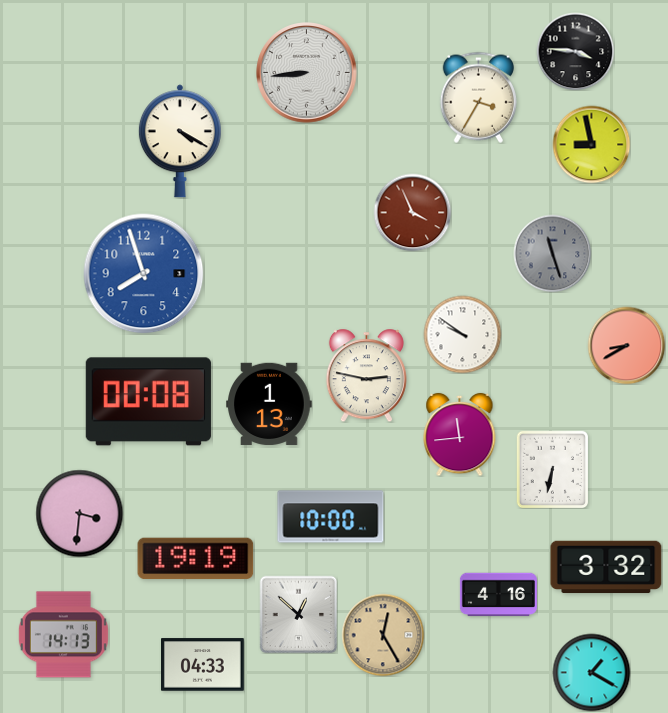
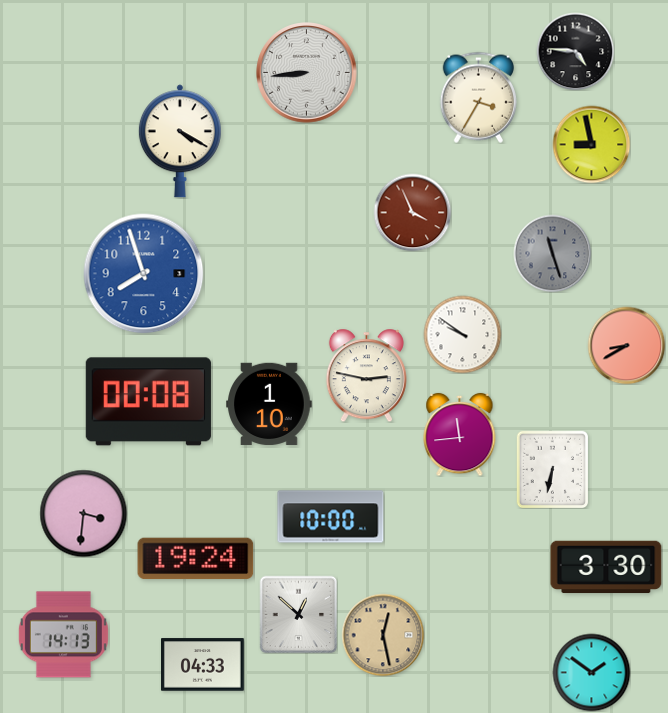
clock at (575, 51): 3:46 -> 4:46
clock at (269, 404): 1:13 -> 1:10
clock at (79, 513) position: (79, 513) -> (83, 513)
clock at (196, 559): 19:19 -> 19:24
clock at (606, 567): 3:32 -> 3:30
clock at (498, 595): 4:16 -> none
clock at (383, 635): 12:25 -> 12:28
clock at (591, 672): 1:20 -> 1:51
